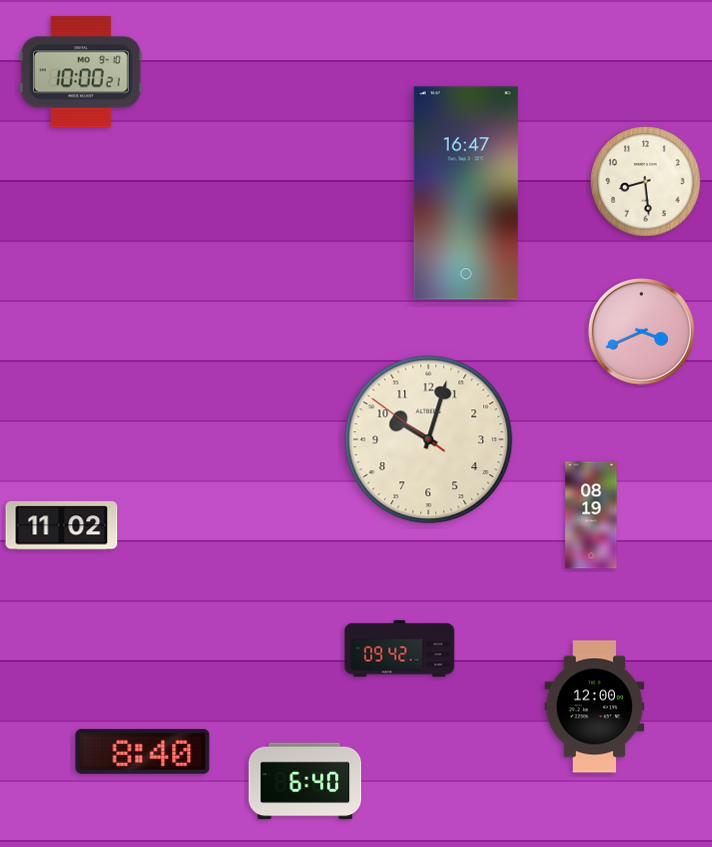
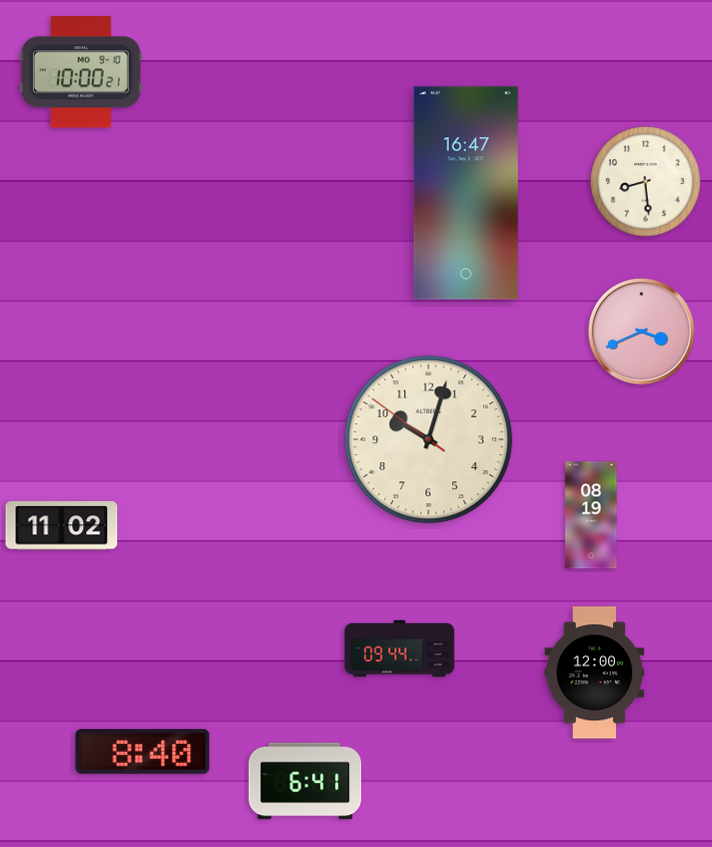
clock at (400, 649): 09:42 -> 09:44
clock at (595, 707) position: (595, 707) -> (595, 673)
clock at (305, 781): 6:40 -> 6:41
